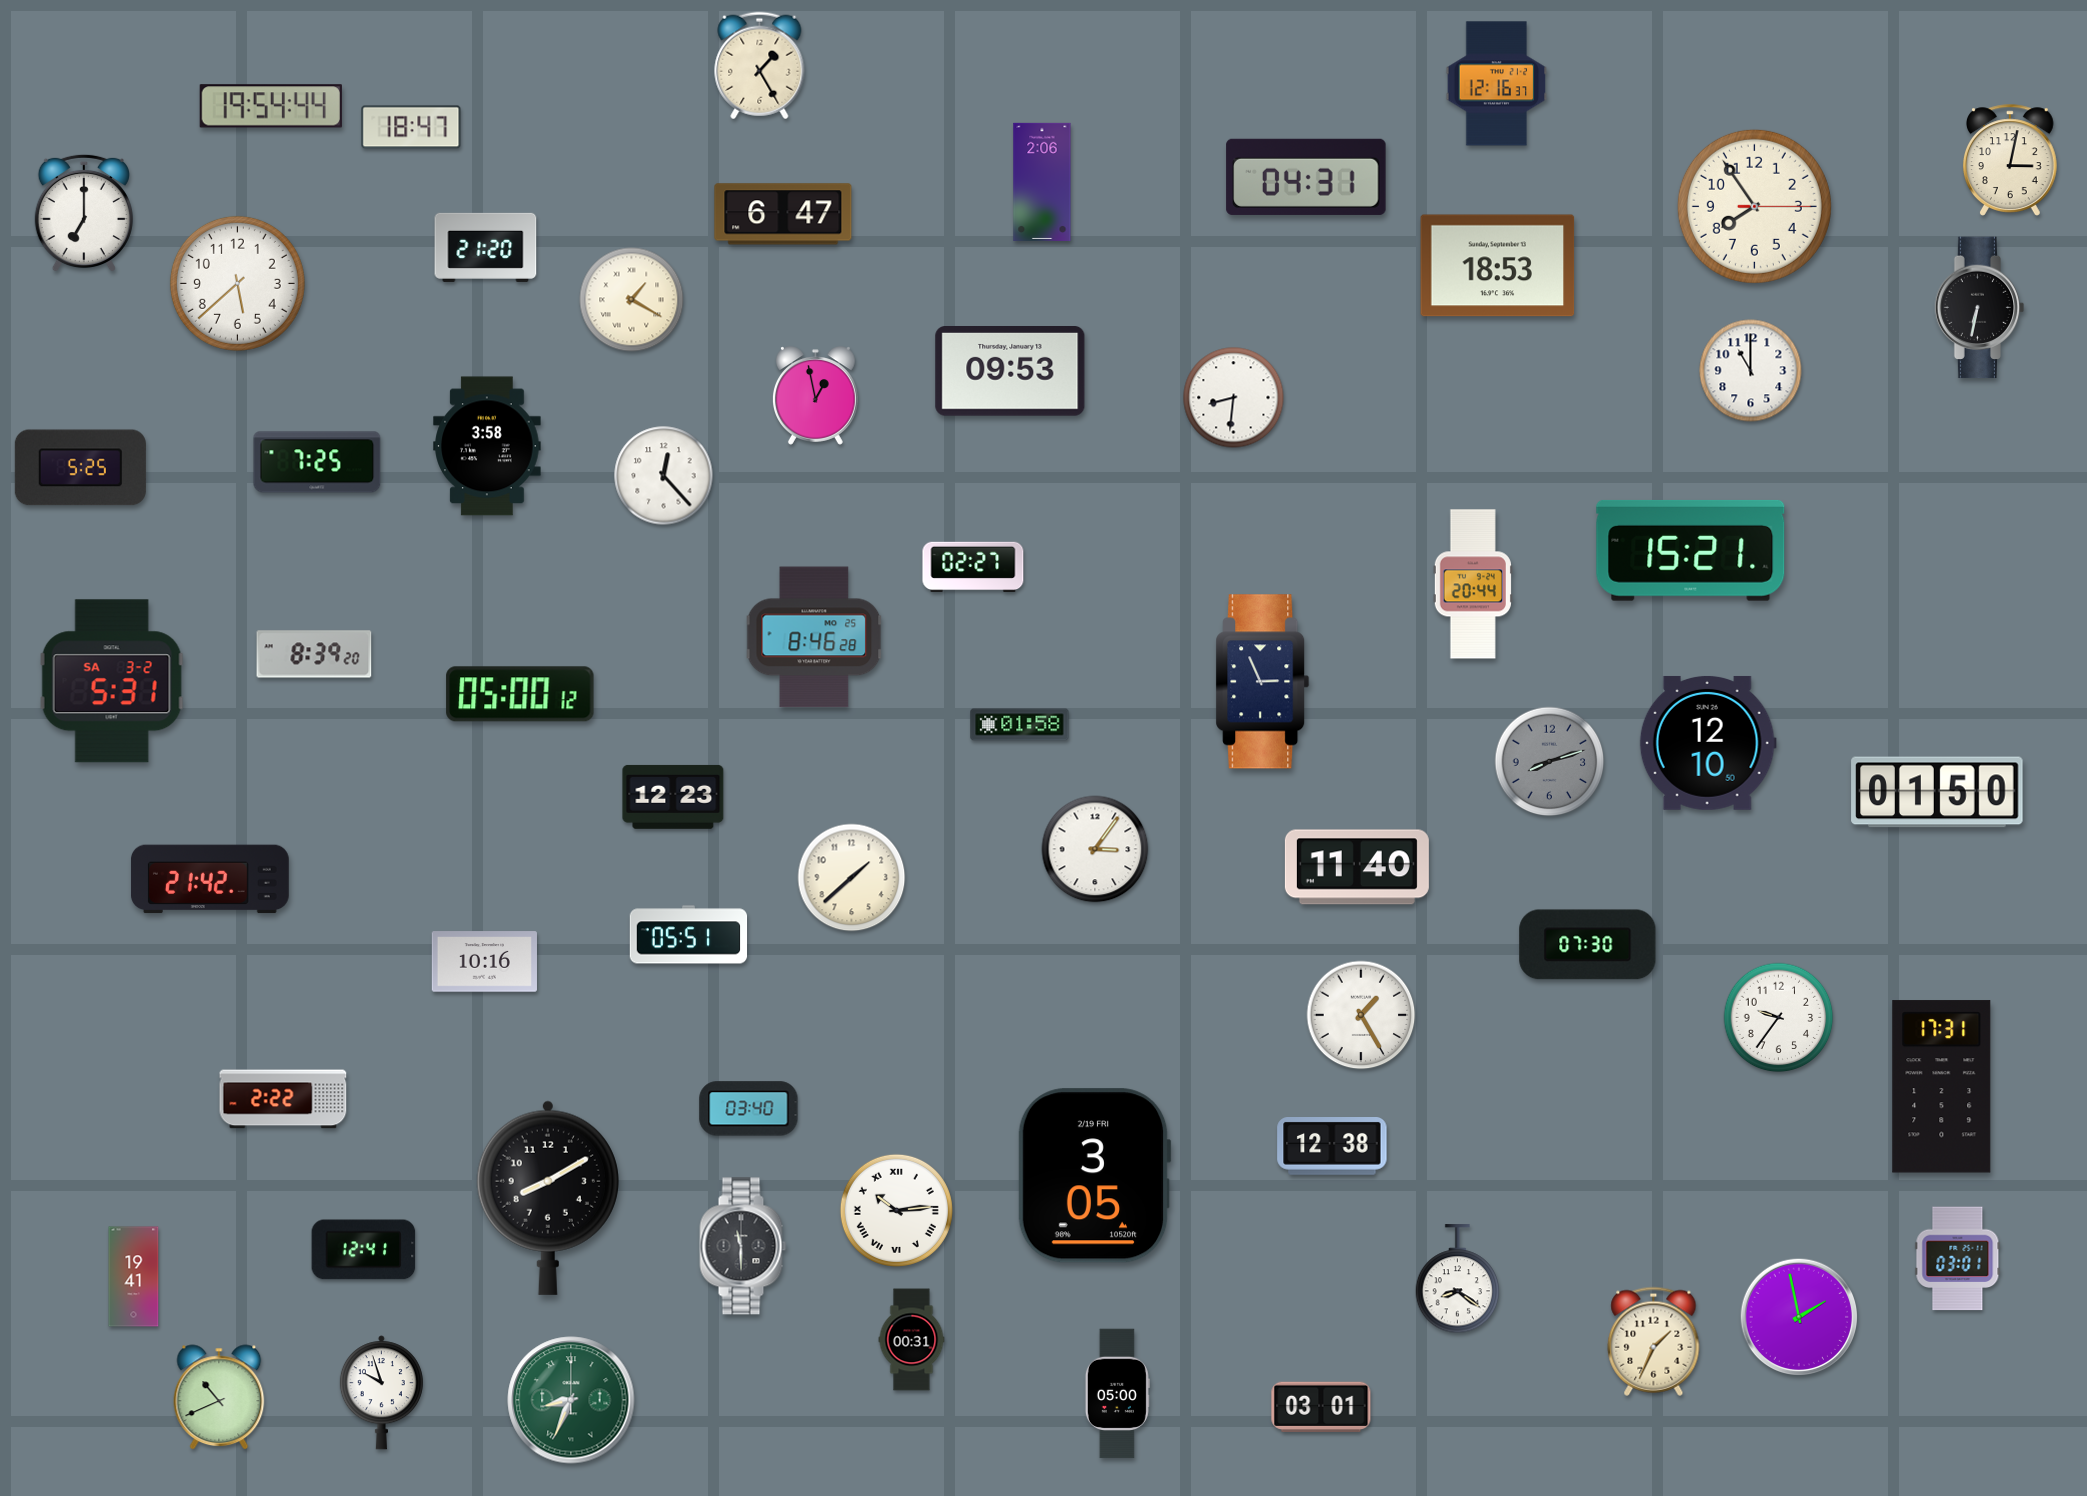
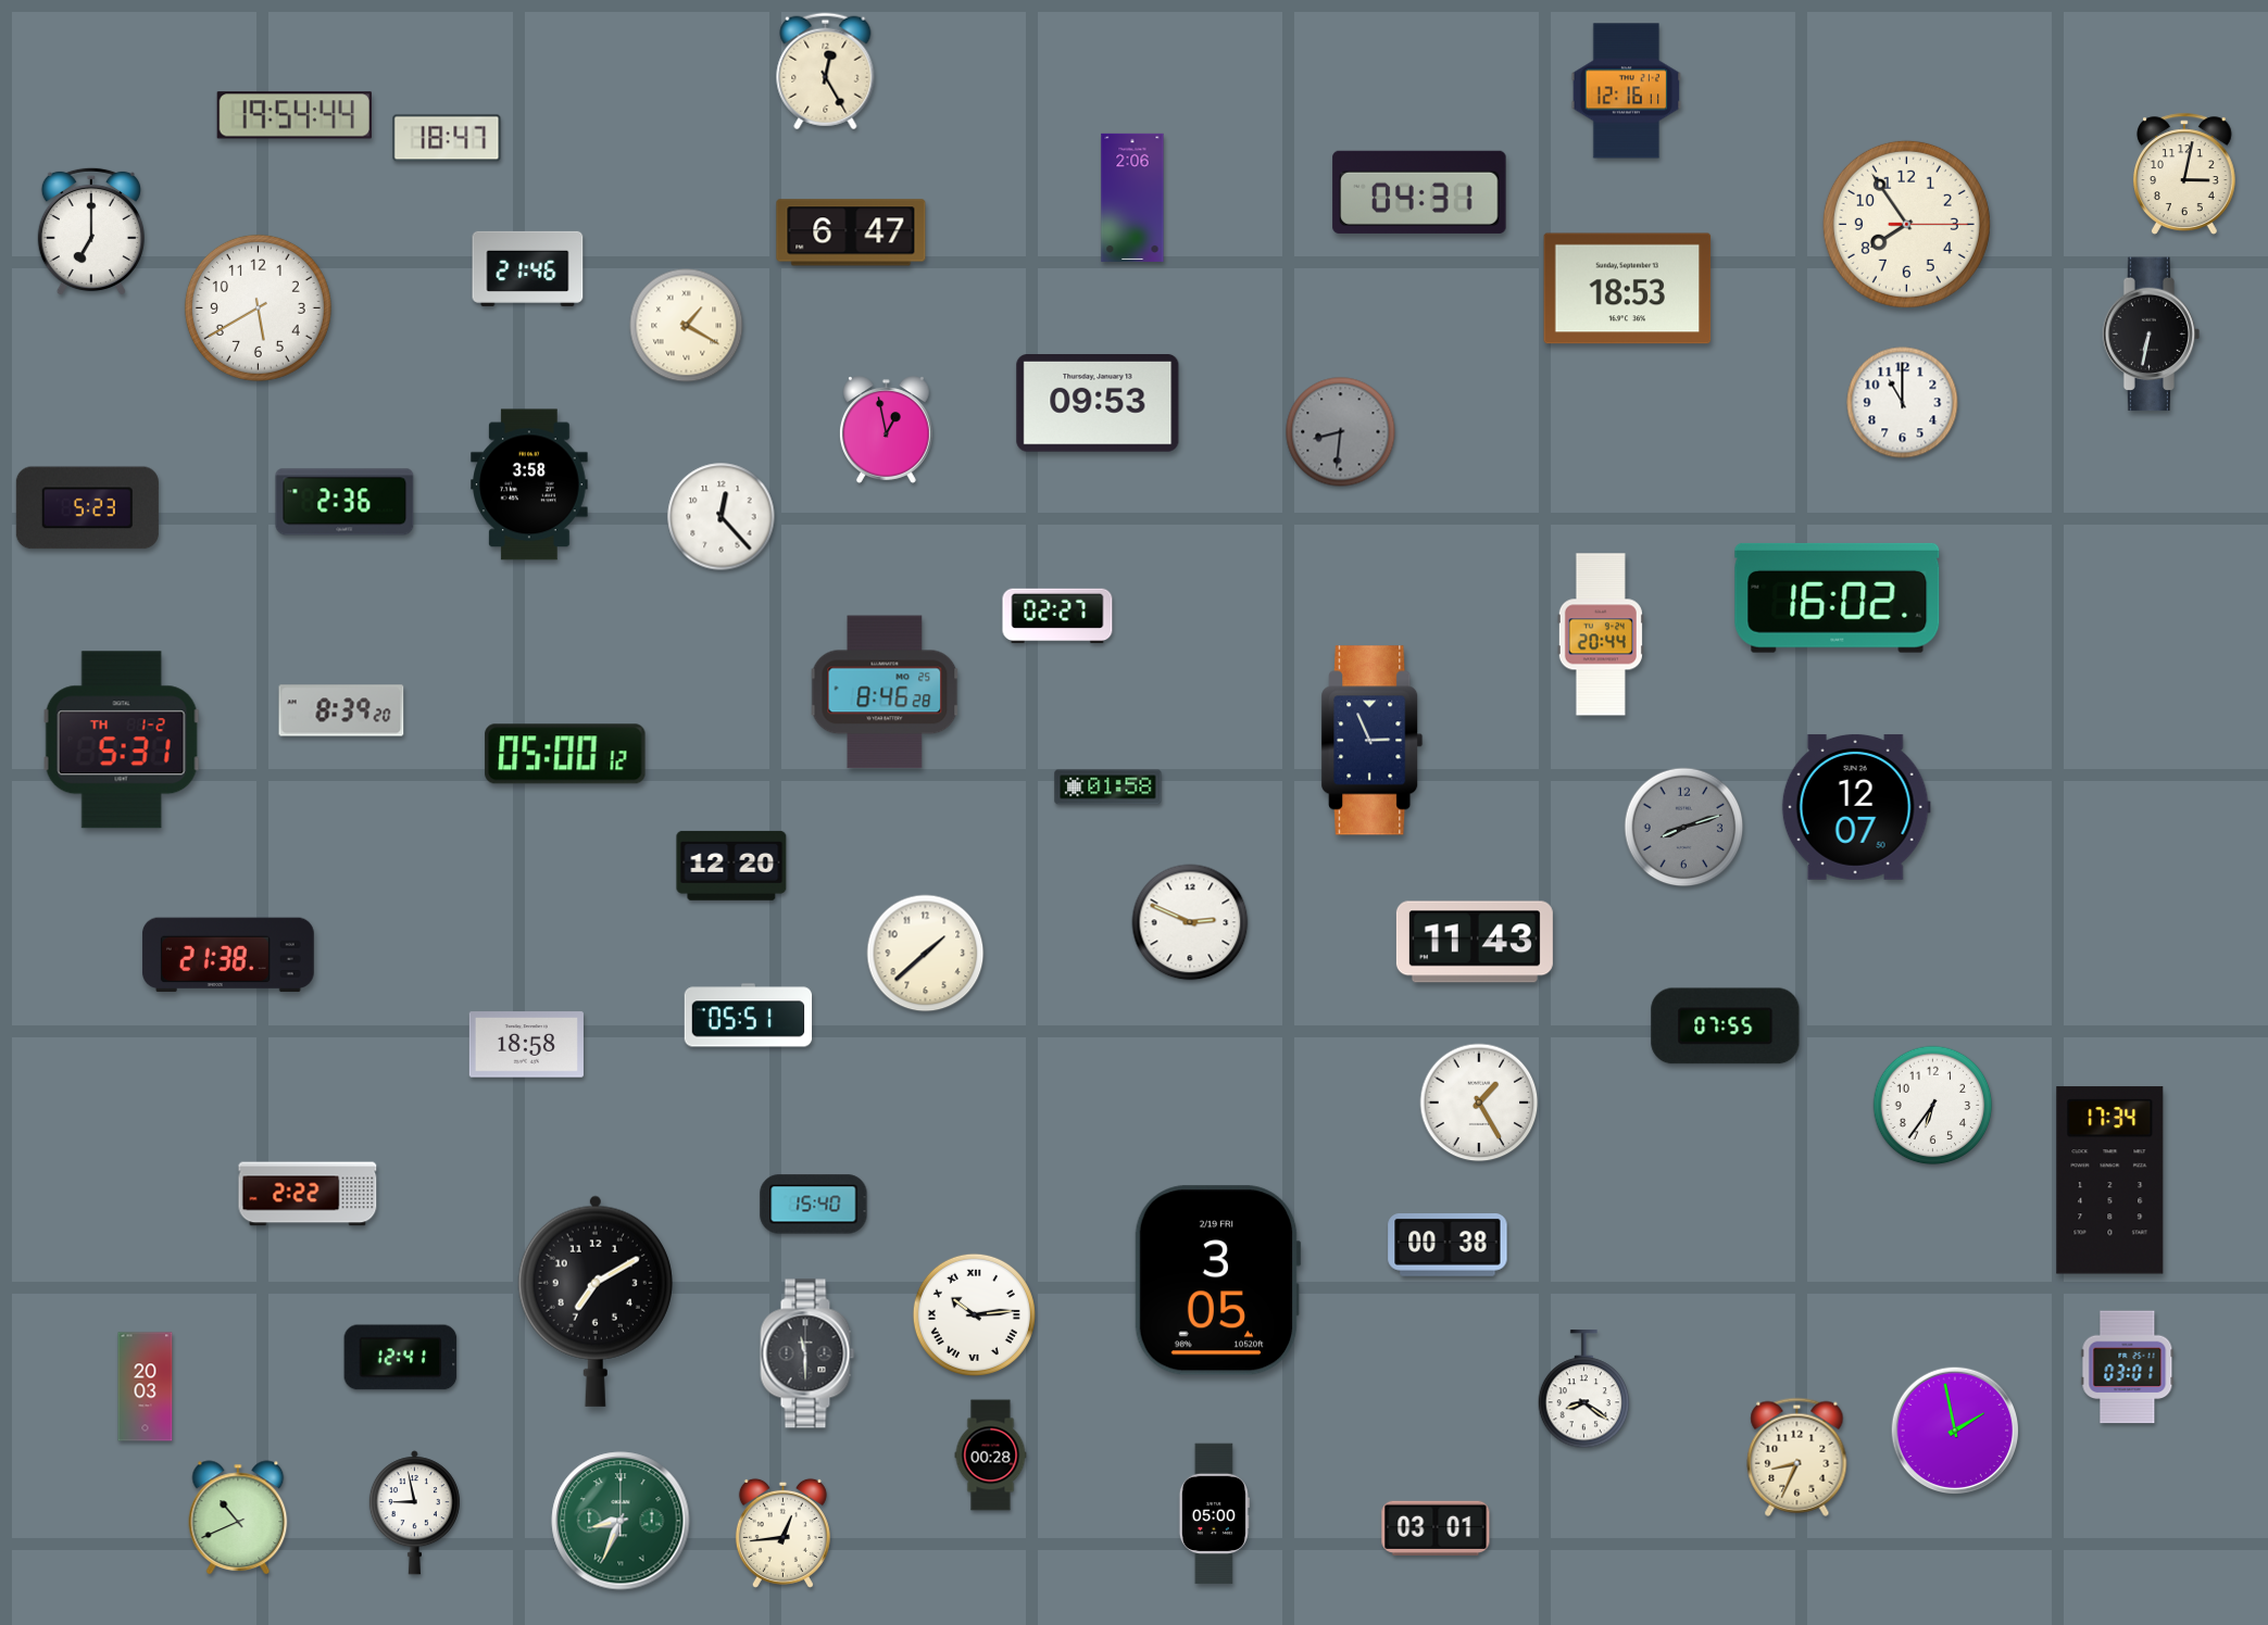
clock at (760, 66): 1:25 -> 12:25
clock at (1497, 84): 12:16:37 -> 12:16:11
clock at (486, 247): 21:20 -> 21:46
clock at (237, 283): 5:38 -> 5:40
clock at (1234, 398) dial: white -> grey
clock at (317, 462): 7:25 -> 2:36
clock at (80, 468): 5:25 -> 5:23
clock at (1691, 550): 15:21 -> 16:02
clock at (112, 681) date: SA 3-2 -> TH 1-2
clock at (1708, 743): 12:10 -> 12:07
clock at (1937, 792): 01:50 -> none
clock at (673, 797): 12:23 -> 12:20
clock at (1095, 849): 3:06 -> 2:49
clock at (1357, 867): 11:40 -> 11:43
clock at (210, 879): 21:42 -> 21:38
clock at (1588, 945): 07:30 -> 07:55
clock at (484, 962): 10:16 -> 18:58
clock at (1779, 1018): 9:36 -> 6:36
clock at (1942, 1087): 17:31 -> 17:34
clock at (749, 1109): 03:40 -> 15:40
clock at (1332, 1147): 12:38 -> 00:38
clock at (1094, 1176) position: (1094, 1176) -> (1217, 1281)
clock at (548, 1198): 8:10 -> 7:10
clock at (364, 1250) position: (364, 1250) -> (401, 1358)
clock at (134, 1277): 19:41 -> 20:03
clock at (912, 1340): 00:31 -> 00:28
clock at (1654, 1341): 1:34 -> 8:34
clock at (381, 1393): 9:57 -> 8:58
clock at (782, 1533): none -> 12:44
